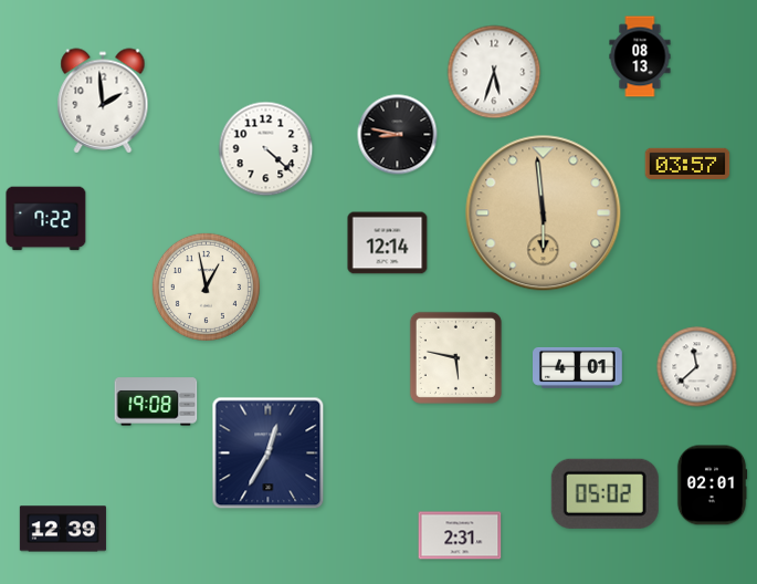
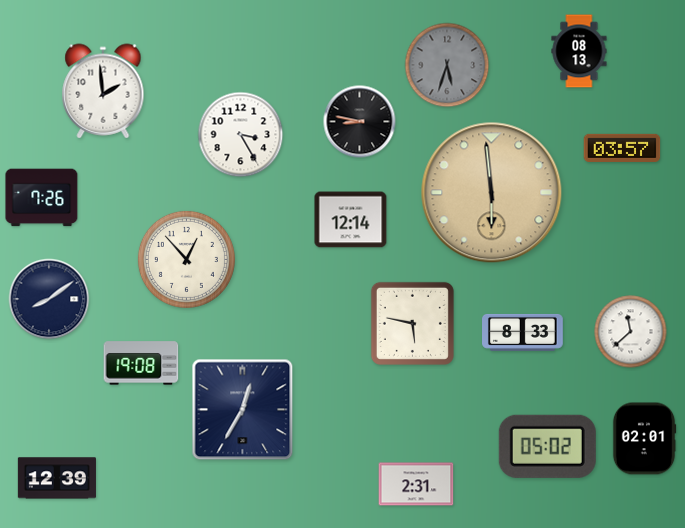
clock at (494, 72) dial: white -> grey
clock at (103, 101) position: (103, 101) -> (103, 91)
clock at (266, 149): 4:22 -> 3:25
clock at (46, 219): 7:22 -> 7:26
clock at (206, 286): 12:58 -> 12:53
clock at (49, 299): none -> 8:09
clock at (578, 367): 4:01 -> 8:33
